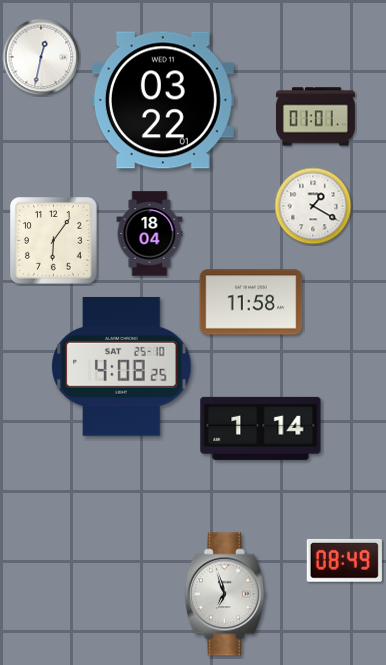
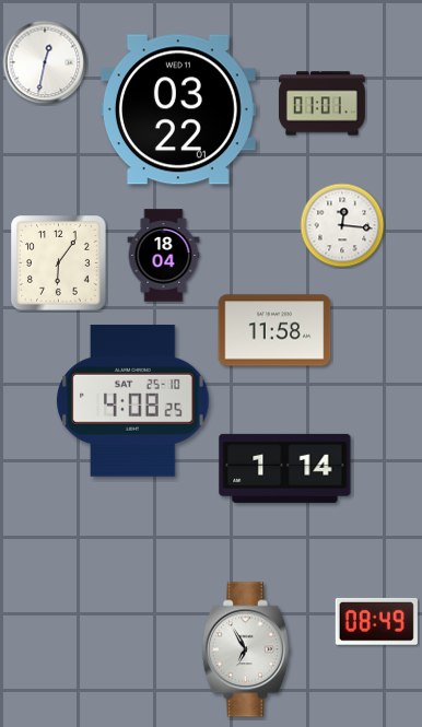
clock at (315, 117) position: (315, 117) -> (321, 104)
clock at (313, 206): 1:20 -> 12:16
clock at (344, 560) position: (344, 560) -> (376, 621)
clock at (225, 594): 6:57 -> 6:55
